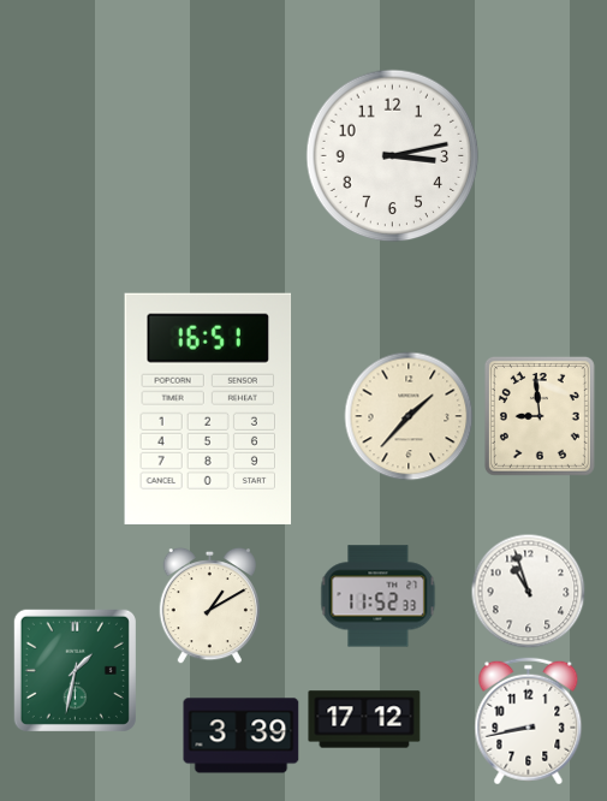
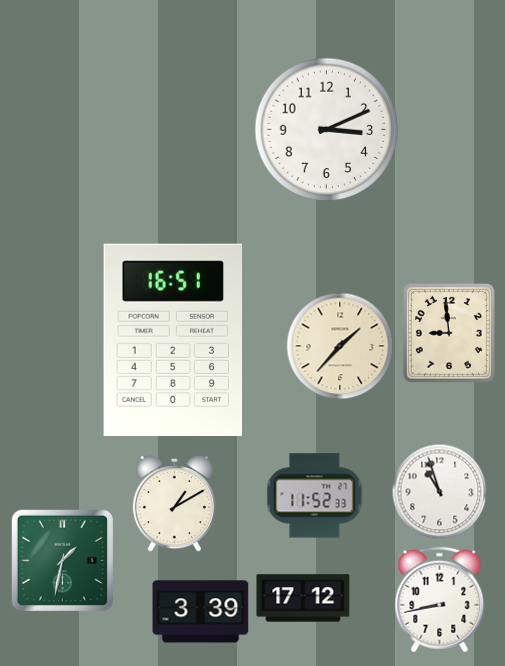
clock at (393, 156): 3:13 -> 3:11
clock at (540, 416) position: (540, 416) -> (449, 333)
clock at (75, 670) position: (75, 670) -> (62, 560)
